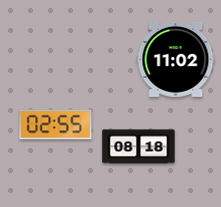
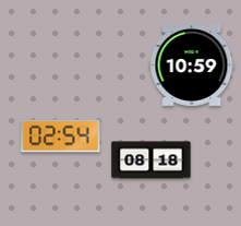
clock at (176, 59): 11:02 -> 10:59
clock at (56, 125): 02:55 -> 02:54
